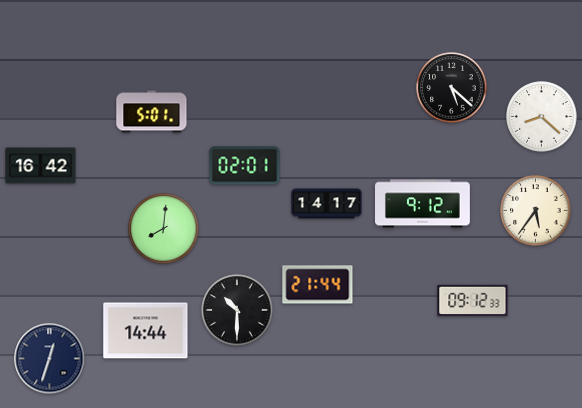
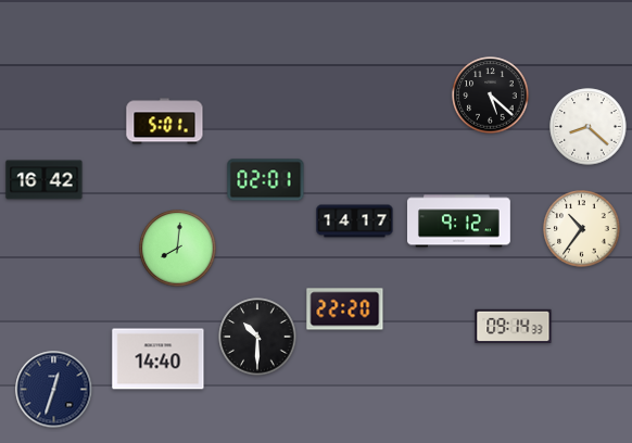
clock at (536, 211): 5:36 -> 10:36
clock at (318, 285): 21:44 -> 22:20
clock at (473, 301): 09:12 -> 09:14
clock at (146, 331): 14:44 -> 14:40
